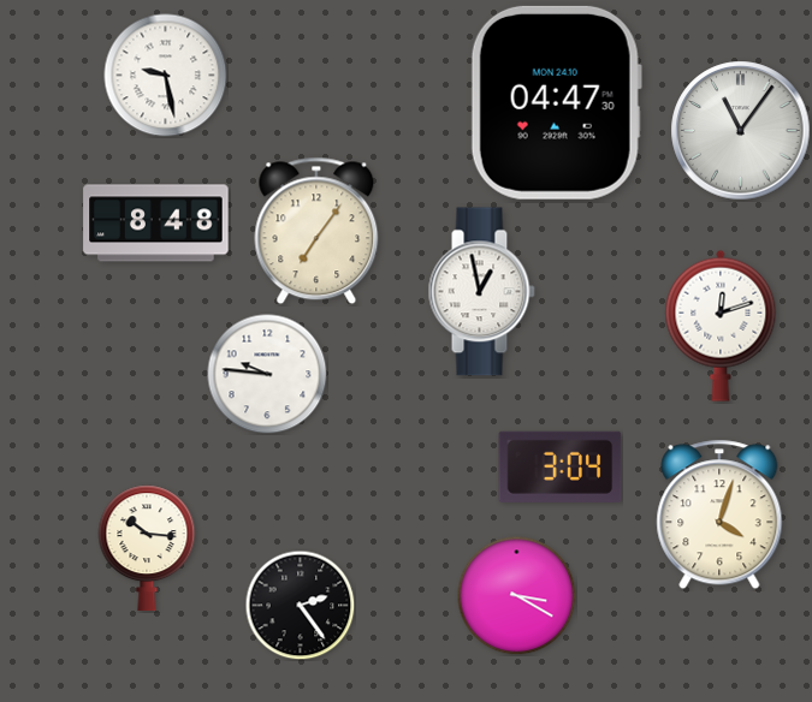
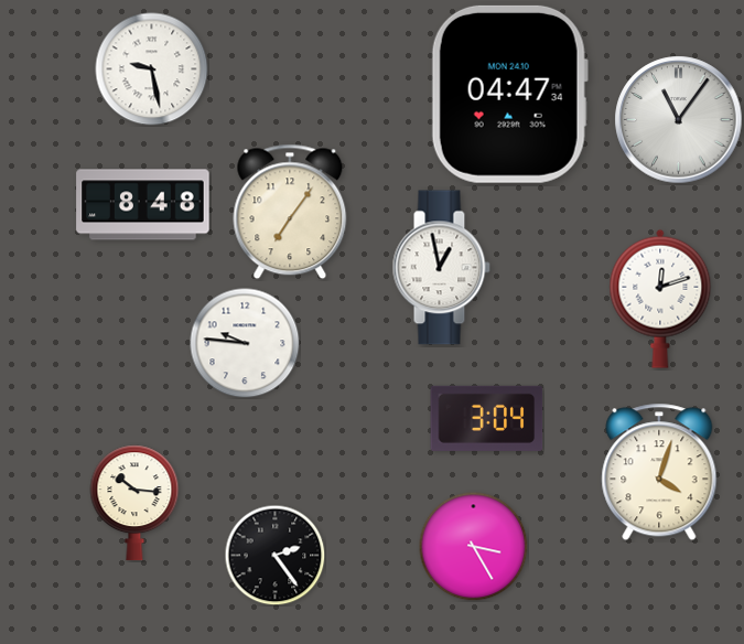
clock at (556, 102): 04:47:30 -> 04:47:34
clock at (561, 466) position: (561, 466) -> (487, 418)
clock at (517, 596): 3:20 -> 3:25
